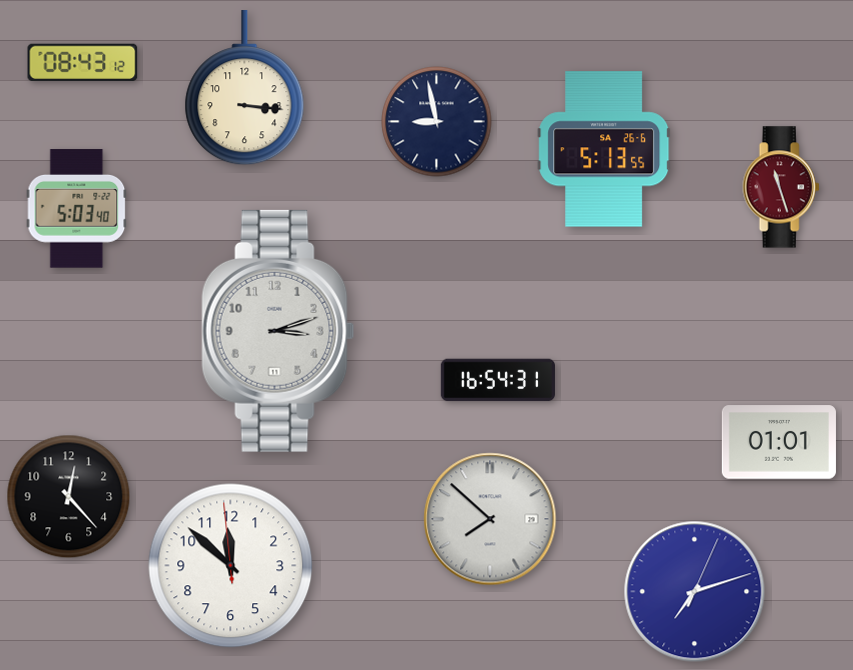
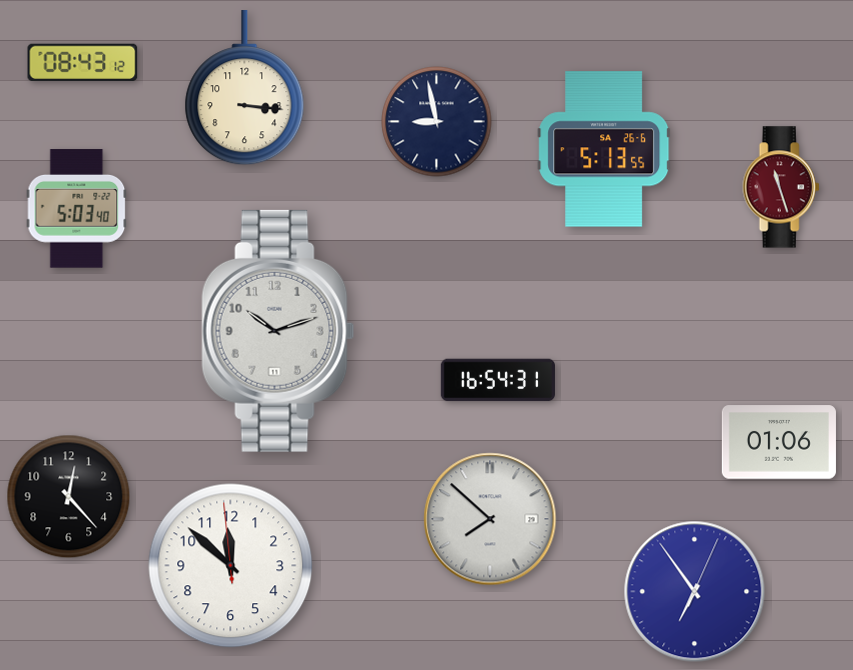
clock at (278, 331): 3:12 -> 10:12
clock at (779, 442): 01:01 -> 01:06
clock at (695, 592): 7:12 -> 6:54
